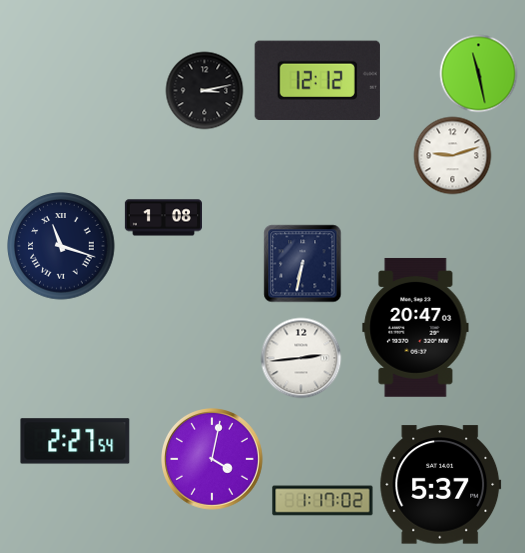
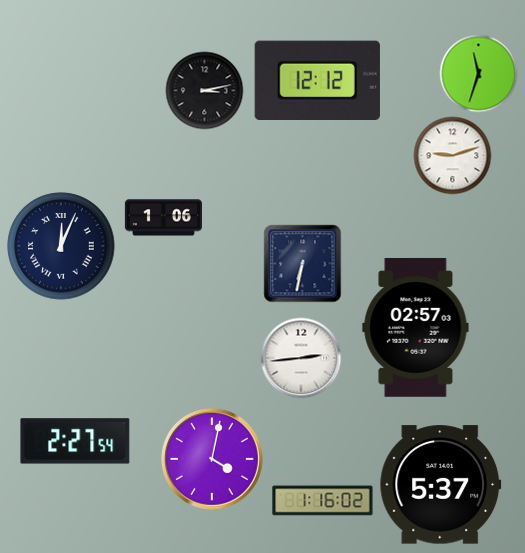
clock at (478, 73): 11:28 -> 11:33
clock at (163, 218): 1:08 -> 1:06
clock at (61, 246): 11:18 -> 12:04
clock at (416, 327): 20:47 -> 02:57
clock at (323, 501): 1:17 -> 1:16
